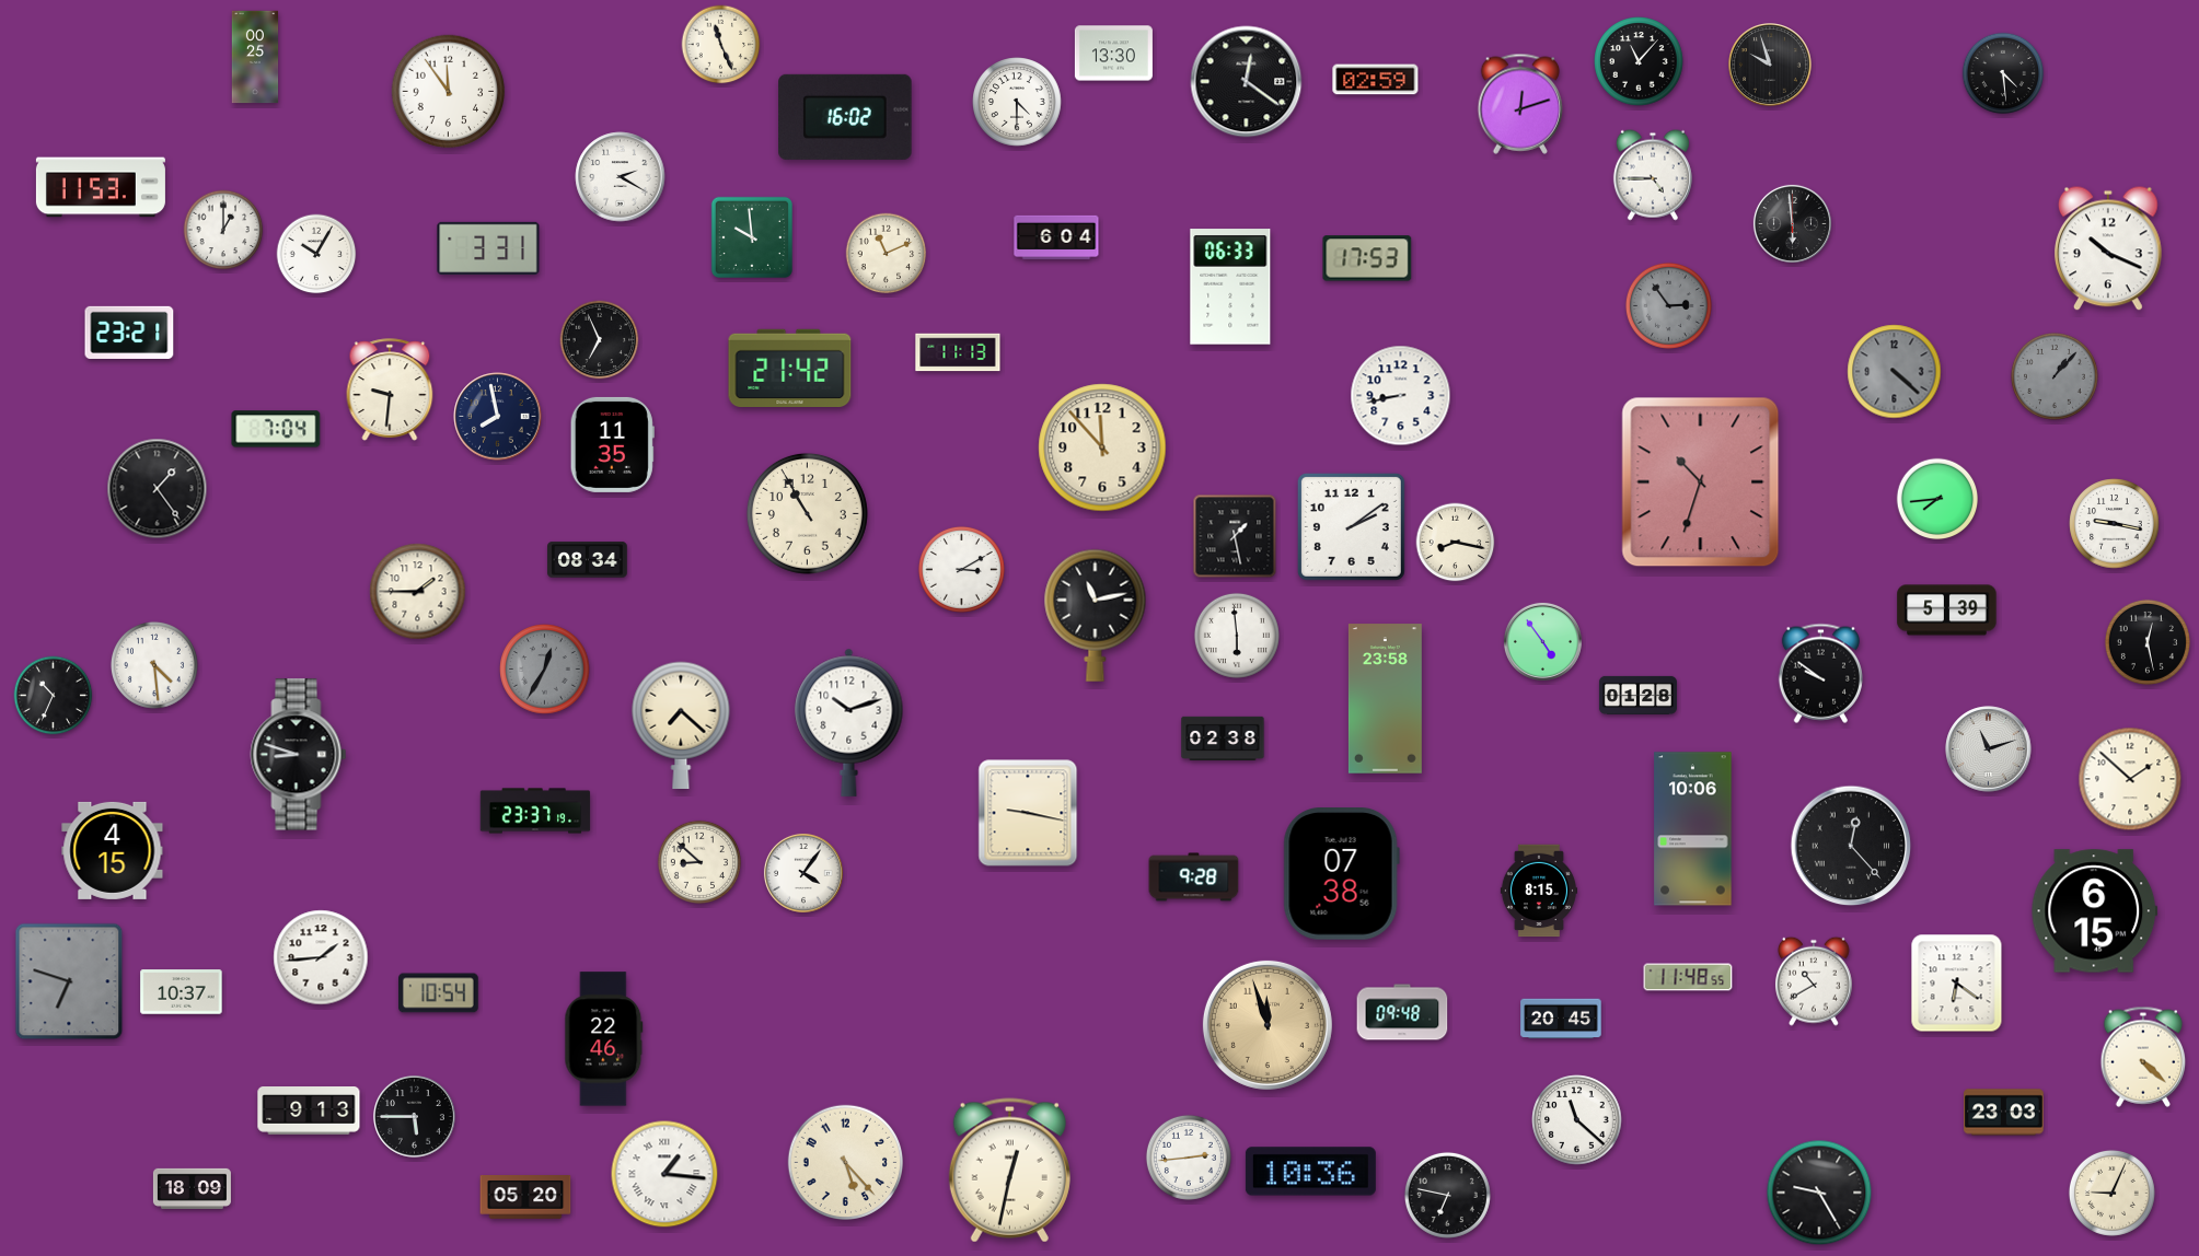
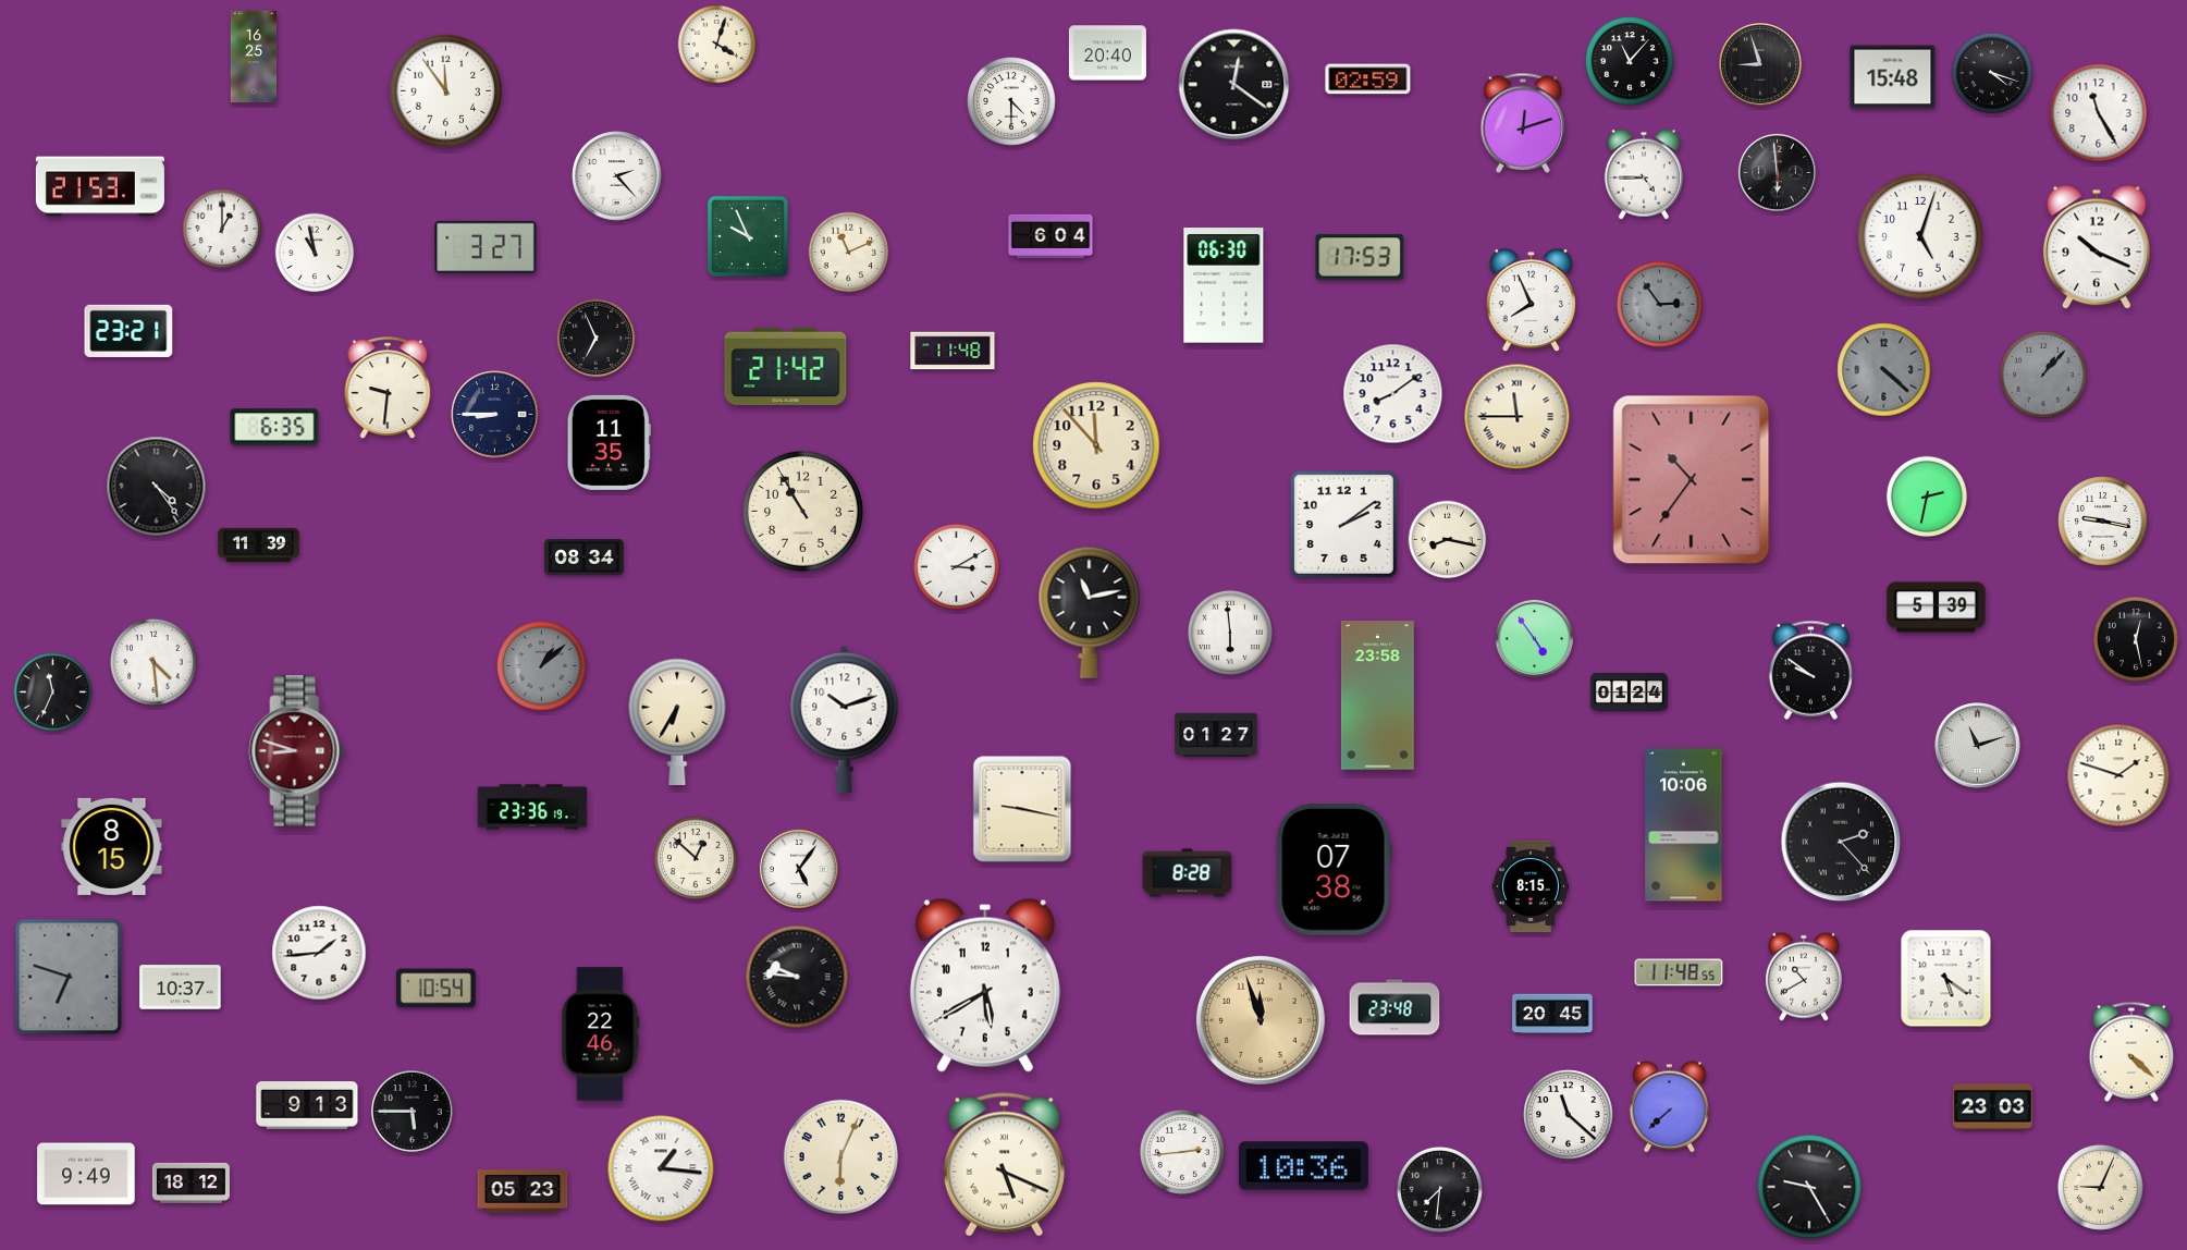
clock at (721, 45): 11:26 -> 4:03
clock at (1113, 54): 13:30 -> 20:40
clock at (255, 57): 00:25 -> 16:25
clock at (1771, 66): 9:57 -> 8:57
clock at (2003, 73): 4:29 -> 4:18
clock at (1893, 77): none -> 15:48
clock at (1247, 82) position: (1247, 82) -> (1234, 85)
clock at (1520, 104) position: (1520, 104) -> (1523, 123)
clock at (2099, 113): none -> 11:25
clock at (845, 117): 16:02 -> none
clock at (621, 177): 2:20 -> 2:23
clock at (101, 187): 11:53 -> 21:53
clock at (1792, 223) position: (1792, 223) -> (1777, 172)
clock at (752, 237): 9:59 -> 9:56
clock at (1920, 236): none -> 5:03
clock at (488, 248): 3:31 -> 3:27
clock at (316, 254): 10:05 -> 10:58
clock at (887, 254) position: (887, 254) -> (849, 253)
clock at (1230, 287): 06:33 -> 06:30
clock at (1531, 301): none -> 7:56
clock at (958, 352): 11:13 -> 11:48
clock at (1401, 396): 8:43 -> 8:09
clock at (498, 417): 7:58 -> 8:45
clock at (1518, 417): none -> 11:45
clock at (276, 429): 7:04 -> 6:35
clock at (1701, 482): 10:33 -> 10:36
clock at (158, 489): 1:24 -> 4:24
clock at (1937, 499): 7:44 -> 2:32
clock at (1235, 536): 1:28 -> none
clock at (259, 544): none -> 11:39
clock at (418, 592): 1:45 -> none
clock at (545, 670): 12:35 -> 1:08
clock at (1637, 695): 01:28 -> 01:24
clock at (54, 696): 10:34 -> 11:34
clock at (681, 724): 7:22 -> 6:35
clock at (1223, 737): 02:38 -> 01:27
clock at (299, 755) dial: black -> burgundy
clock at (2130, 779): 1:52 -> 1:48
clock at (535, 811): 23:37 -> 23:36
clock at (1851, 846): 12:23 -> 2:23
clock at (113, 850): 4:15 -> 8:15
clock at (699, 862): 8:52 -> 12:52
clock at (803, 873): 4:06 -> 5:06
clock at (1194, 877): 9:28 -> 8:28
clock at (2095, 911): 6:15 -> none
clock at (797, 977): none -> 9:46
clock at (1957, 984): 6:21 -> 5:21
clock at (985, 985): none -> 5:40
clock at (1402, 1012): 09:48 -> 23:48
clock at (1669, 1107): none -> 7:38
clock at (845, 1162): 5:23 -> 6:04
clock at (1009, 1171): 12:32 -> 5:19
clock at (86, 1174): none -> 9:49
clock at (192, 1188): 18:09 -> 18:12
clock at (1447, 1195): 6:47 -> 7:31
clock at (525, 1197): 05:20 -> 05:23
